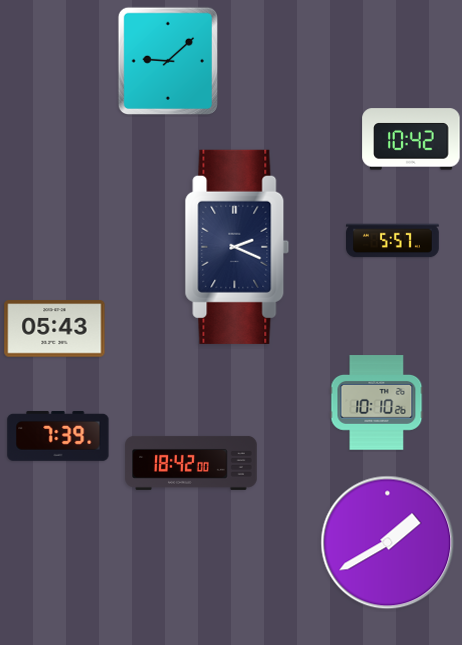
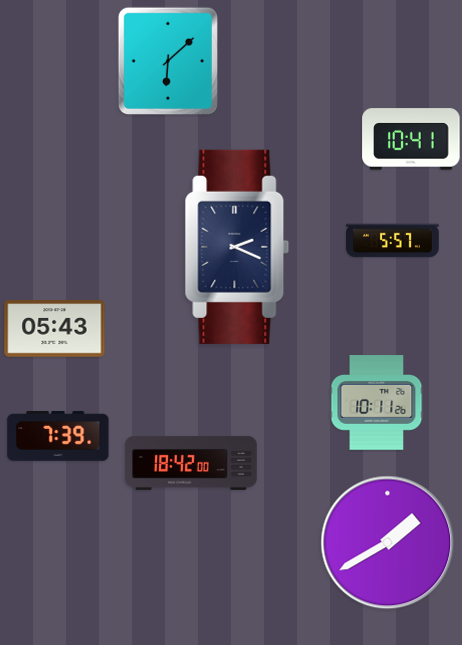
clock at (167, 60): 9:08 -> 6:08
clock at (411, 139): 10:42 -> 10:41
clock at (377, 403): 10:10 -> 10:11
